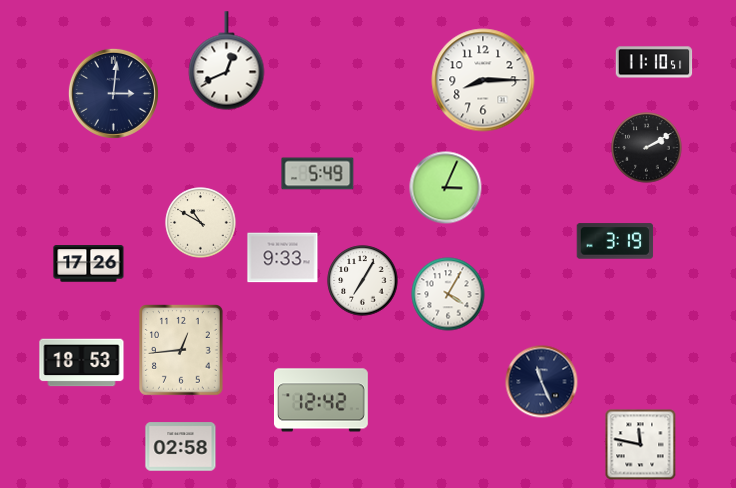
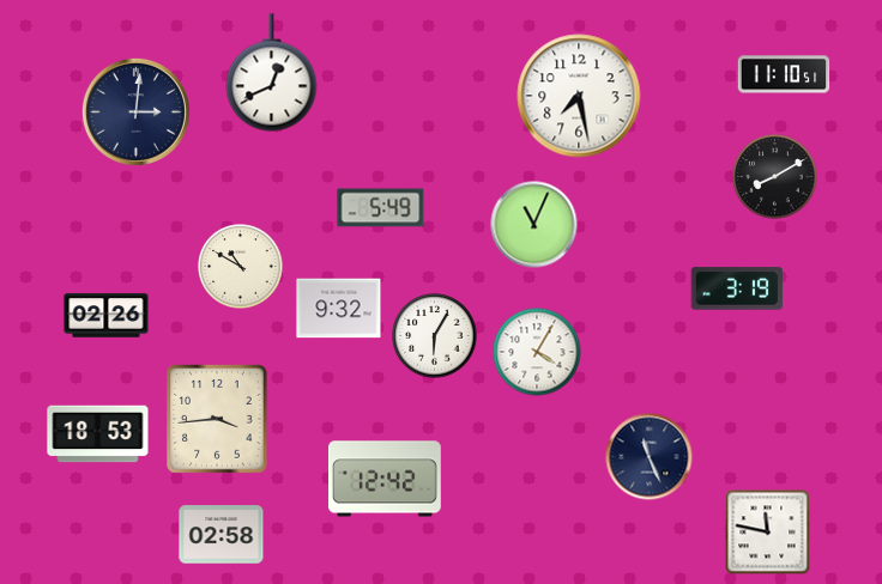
clock at (483, 80): 8:15 -> 7:28
clock at (647, 148): 2:10 -> 8:10
clock at (446, 188): 3:04 -> 11:04
clock at (283, 258): 9:33 -> 9:32
clock at (89, 264): 17:26 -> 02:26
clock at (363, 281): 7:05 -> 6:05
clock at (182, 351): 12:44 -> 3:44
clock at (181, 447) position: (181, 447) -> (222, 535)
